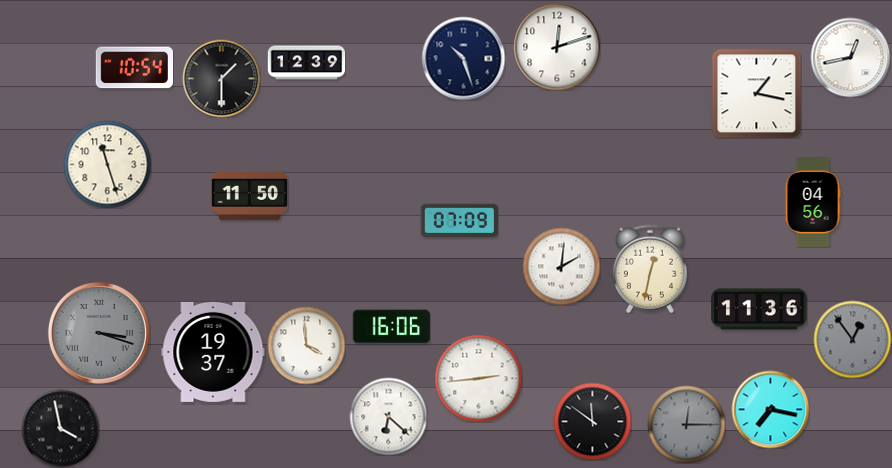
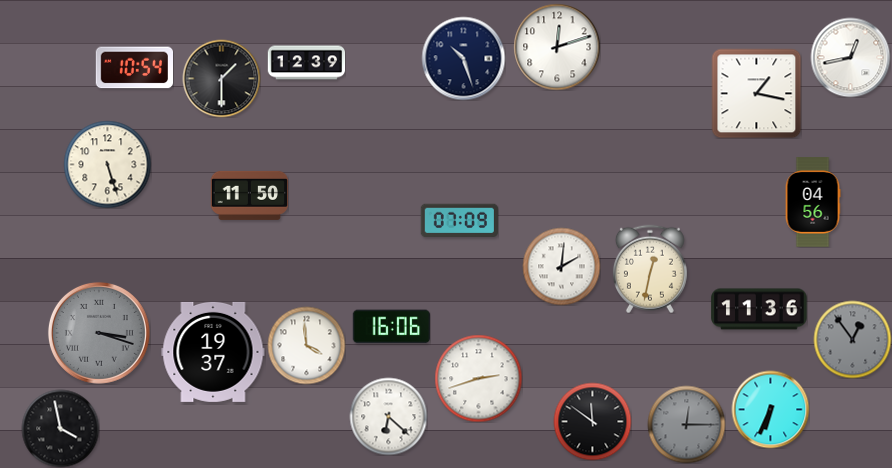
clock at (107, 164): 11:27 -> 5:27
clock at (478, 378): 2:44 -> 2:42
clock at (770, 409): 7:17 -> 6:34
